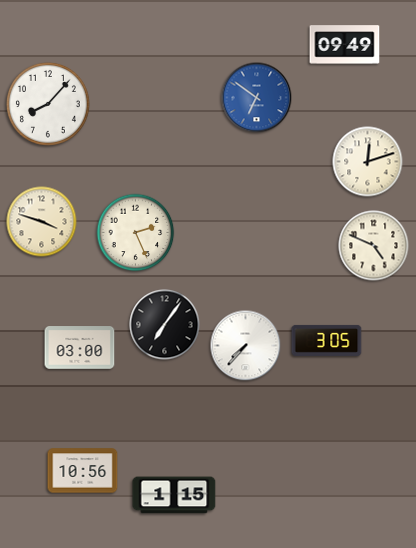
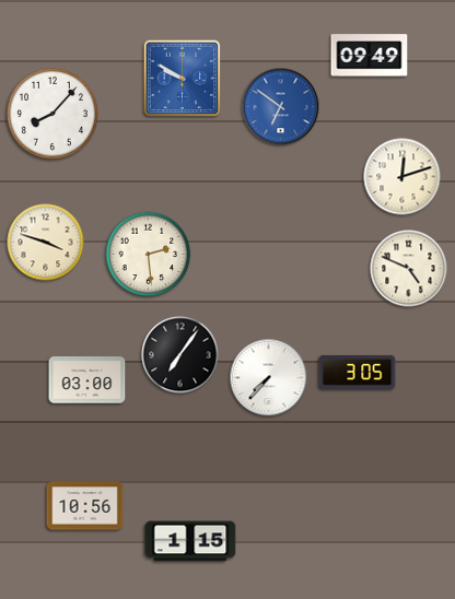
clock at (345, 45) position: (345, 45) -> (370, 56)
clock at (183, 79): none -> 9:50
clock at (136, 233): 2:26 -> 2:29
clock at (83, 471) position: (83, 471) -> (85, 506)
